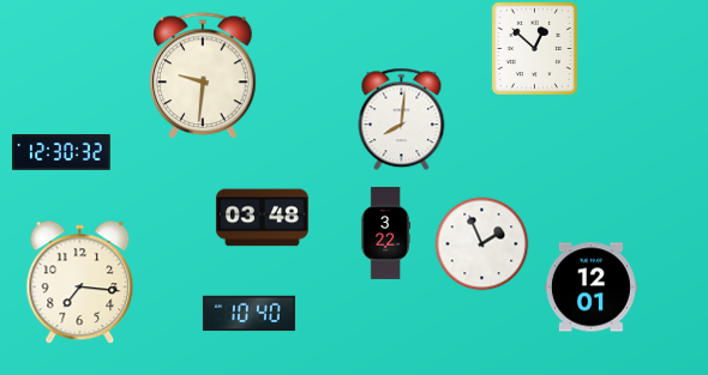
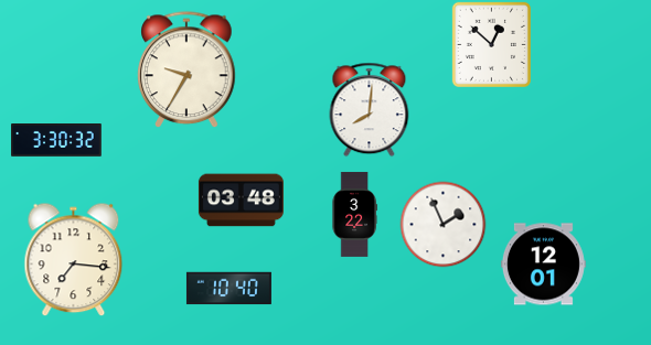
clock at (203, 75): 9:31 -> 9:35
clock at (61, 153): 12:30 -> 3:30
